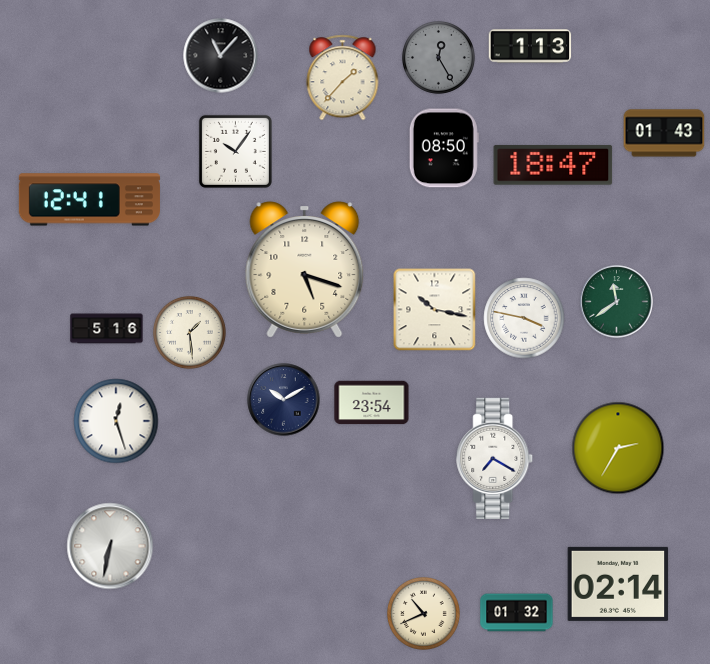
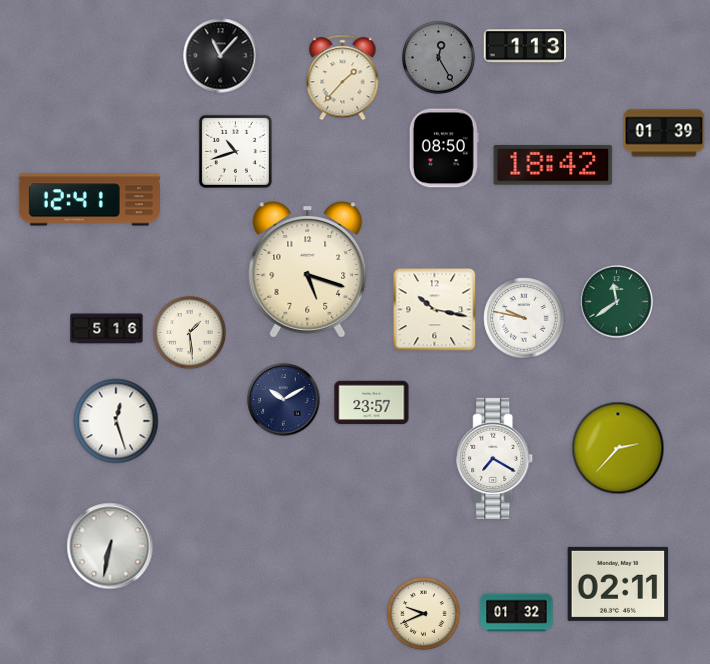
clock at (530, 46) position: (530, 46) -> (525, 46)
clock at (664, 133): 01:43 -> 01:39
clock at (235, 151): 10:06 -> 10:42
clock at (553, 165): 18:47 -> 18:42
clock at (305, 270) position: (305, 270) -> (308, 270)
clock at (524, 318): 3:47 -> 9:47
clock at (372, 403): 23:54 -> 23:57
clock at (618, 448): 2:35 -> 2:37
clock at (618, 584): 02:14 -> 02:11
clock at (424, 614): 10:41 -> 9:41
